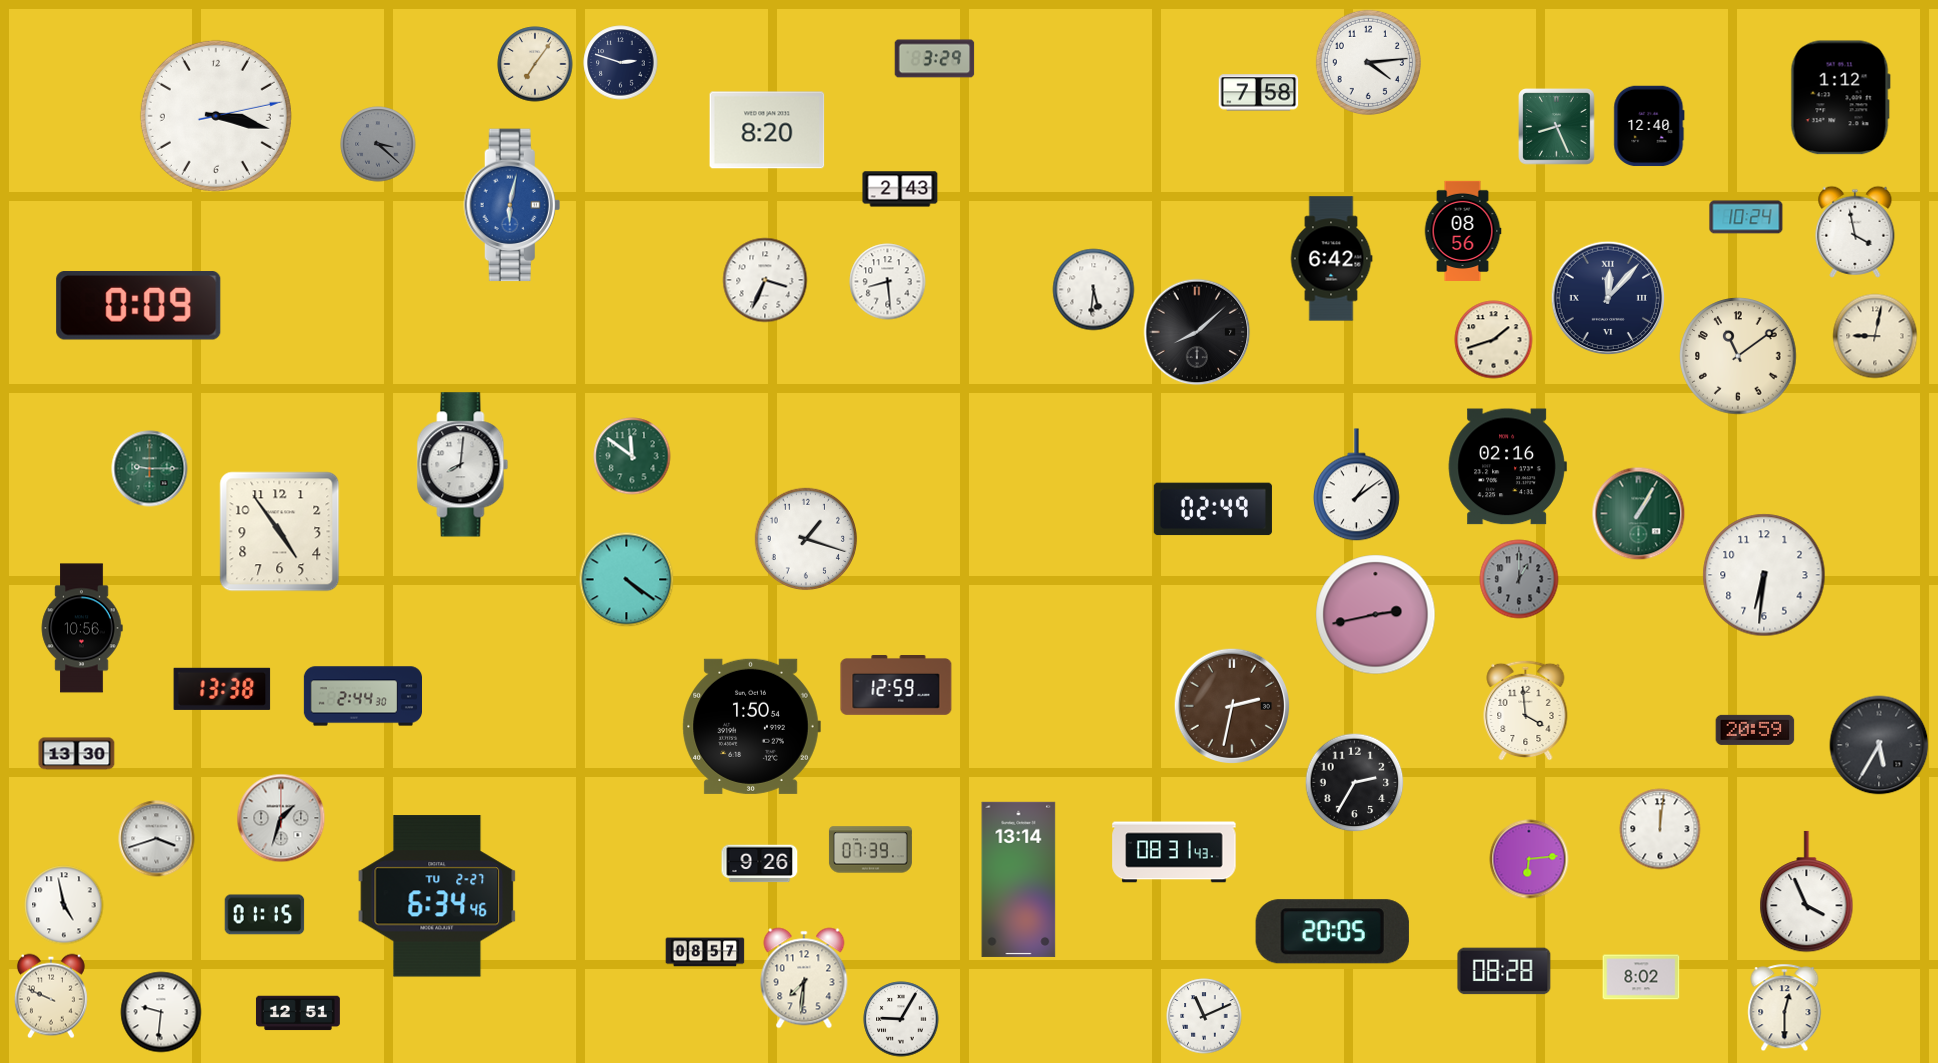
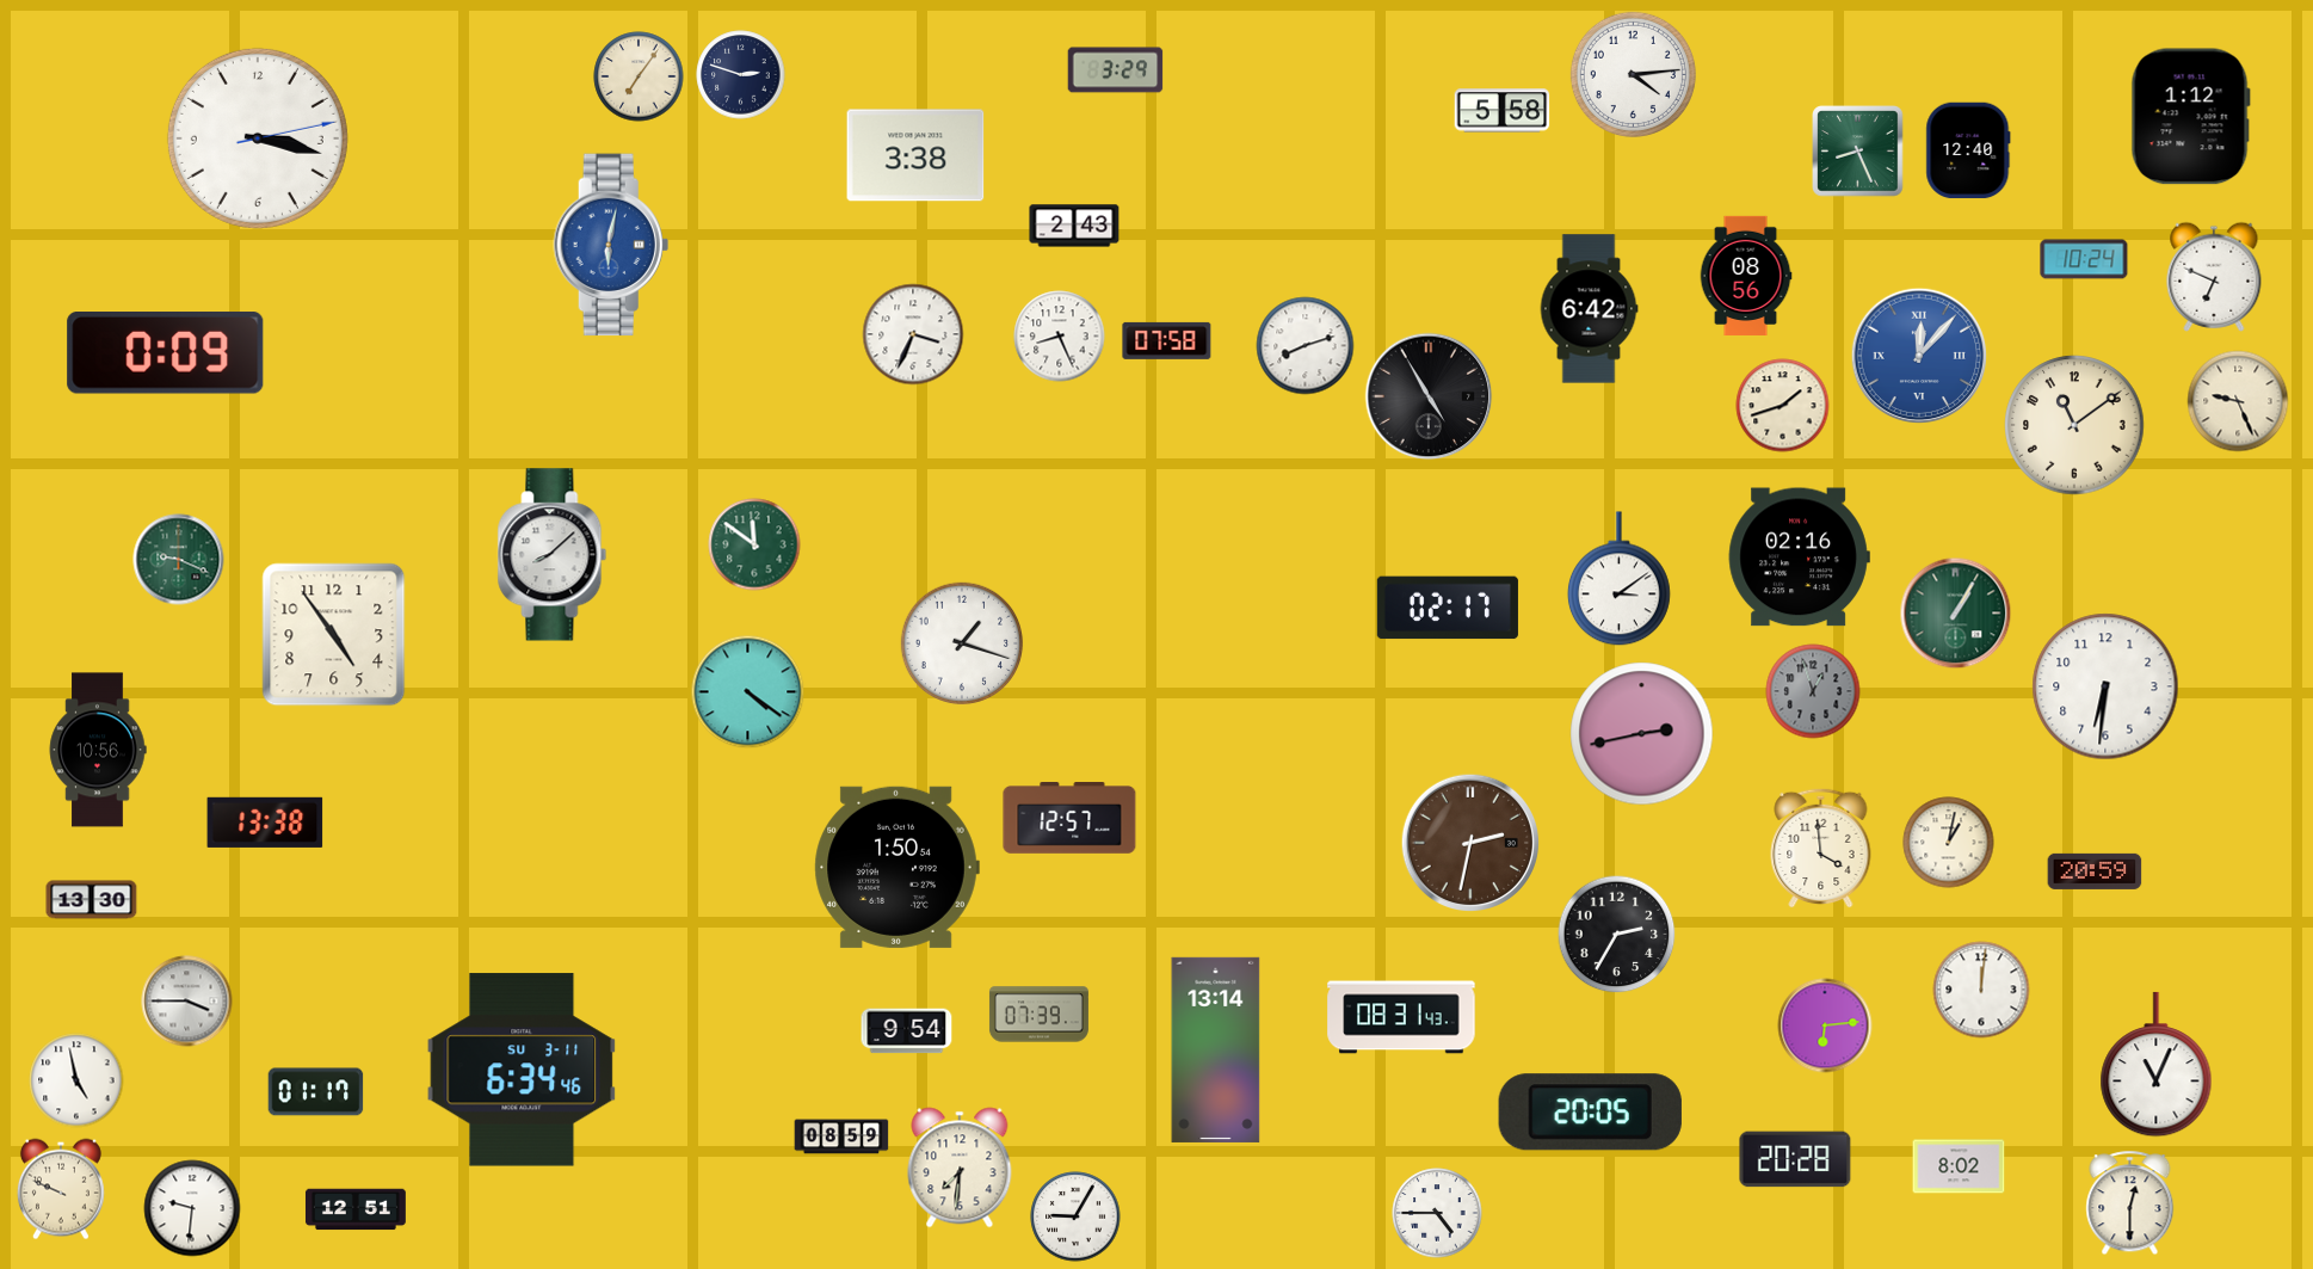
clock at (1259, 93): 7:58 -> 5:58
clock at (1840, 98) position: (1840, 98) -> (2190, 117)
clock at (767, 130): 8:20 -> 3:38
clock at (378, 144): 3:22 -> none
clock at (1855, 232): 3:58 -> 6:49
clock at (888, 282): 8:29 -> 8:26
clock at (1167, 340): none -> 07:58
clock at (1094, 290): 5:31 -> 8:12
clock at (1608, 298) dial: navy -> blue
clock at (139, 306) position: (139, 306) -> (166, 353)
clock at (1197, 332): 8:08 -> 4:55
clock at (1875, 336): 9:02 -> 9:26
clock at (463, 465): 8:01 -> 8:08
clock at (150, 469): 9:15 -> 9:19
clock at (1356, 485): 1:09 -> 3:09
clock at (1213, 509): 02:49 -> 02:17
clock at (1519, 579): 1:00 -> 12:57
clock at (896, 686): 12:59 -> 12:57
clock at (362, 696): 2:44 -> none
clock at (1949, 843): none -> 1:02
clock at (1879, 745): 5:35 -> none
clock at (281, 818): 1:33 -> none
clock at (157, 839): 3:42 -> 3:45
clock at (760, 864): 9:26 -> 9:54
clock at (1807, 892): 3:56 -> 11:04
clock at (437, 896) date: TU 2-27 -> SU 3-11
clock at (265, 915): 01:15 -> 01:17
clock at (705, 952): 08:57 -> 08:59
clock at (1504, 971): 08:28 -> 20:28
clock at (1204, 1016): 11:11 -> 4:45
